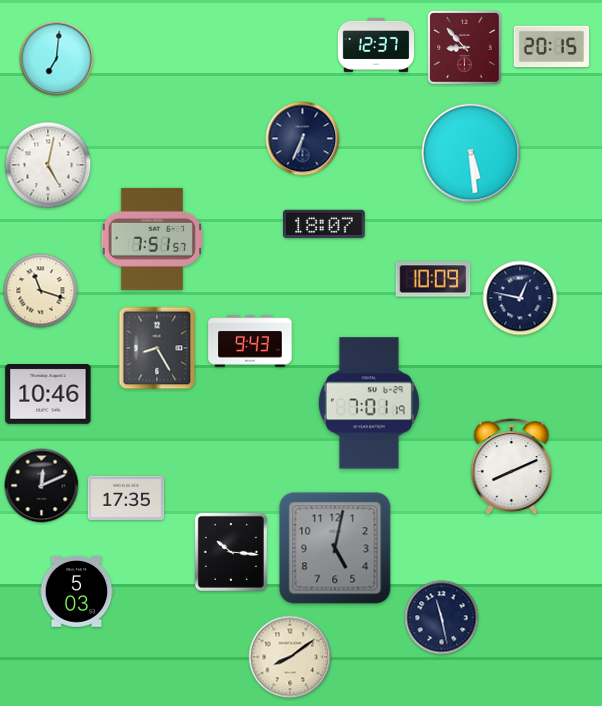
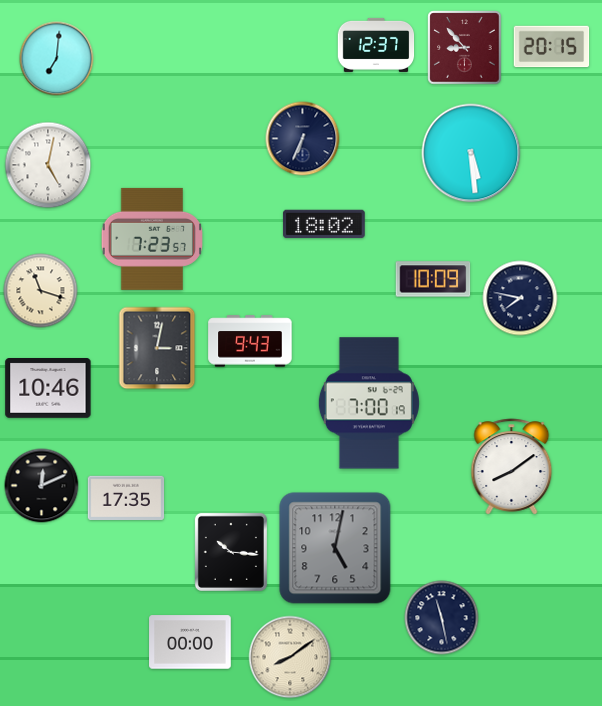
clock at (324, 224): 18:07 -> 18:02
clock at (152, 239): 7:51 -> 7:23
clock at (520, 298): 12:47 -> 7:47
clock at (157, 348): 8:25 -> 3:02
clock at (48, 394) position: (48, 394) -> (48, 388)
clock at (369, 403): 7:01 -> 7:00
clock at (512, 467): 8:11 -> 8:09
clock at (77, 592): 5:03 -> none
clock at (190, 642): none -> 00:00
